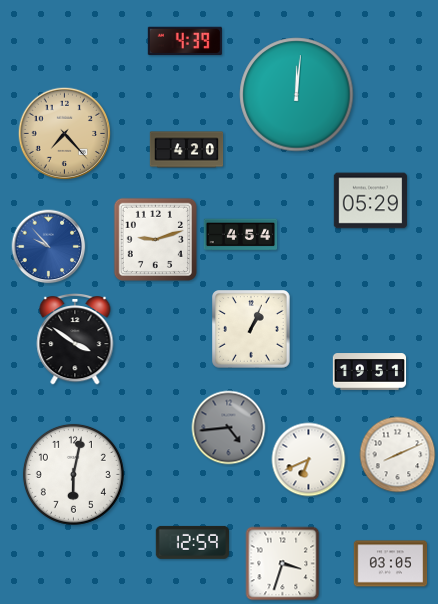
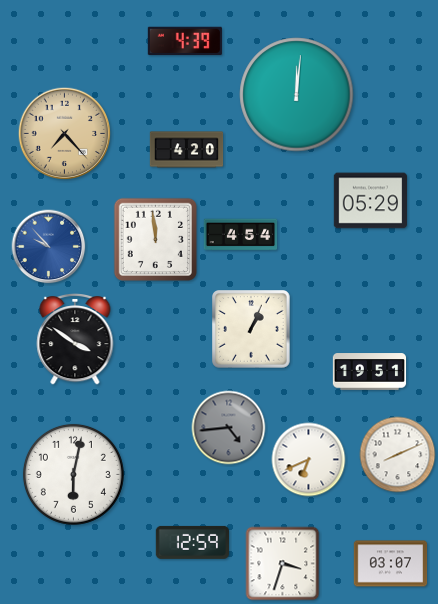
clock at (155, 239): 9:12 -> 11:59
clock at (391, 564): 03:05 -> 03:07
